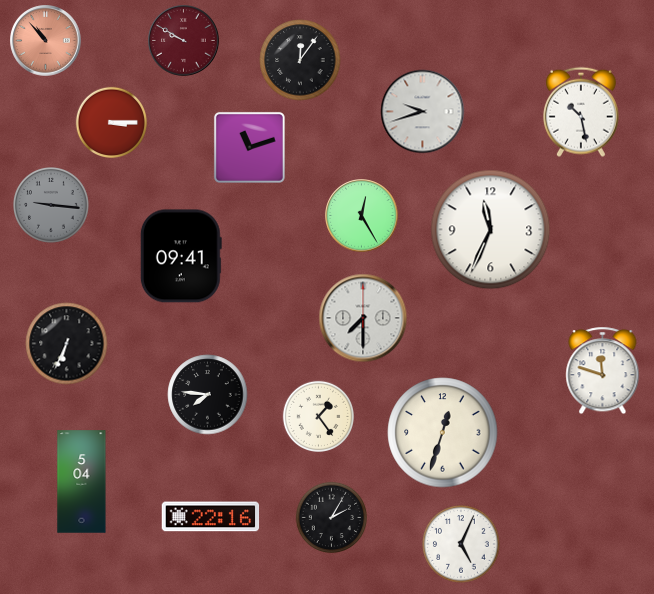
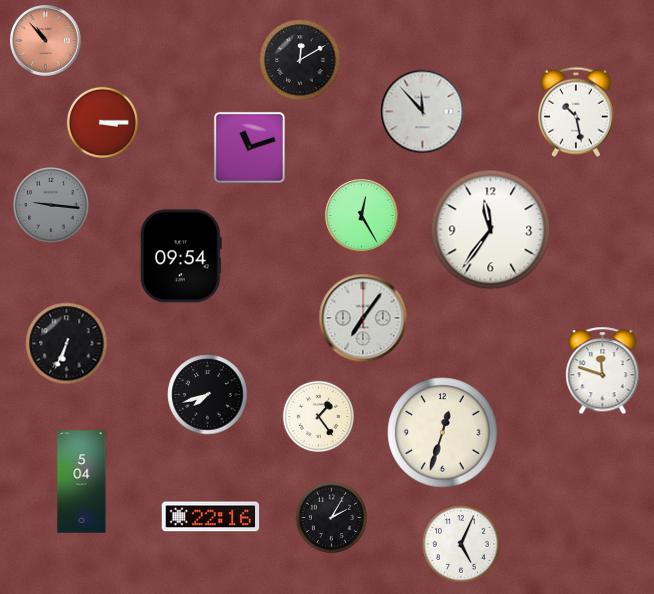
clock at (184, 41): 9:50 -> none
clock at (300, 60): 12:06 -> 12:10
clock at (423, 112): 9:42 -> 11:53
clock at (581, 112) position: (581, 112) -> (576, 112)
clock at (111, 122) position: (111, 122) -> (102, 122)
clock at (491, 230): 11:34 -> 11:36
clock at (181, 256): 09:41 -> 09:54
clock at (363, 318): 7:30 -> 7:06
clock at (208, 395): 7:46 -> 7:42
